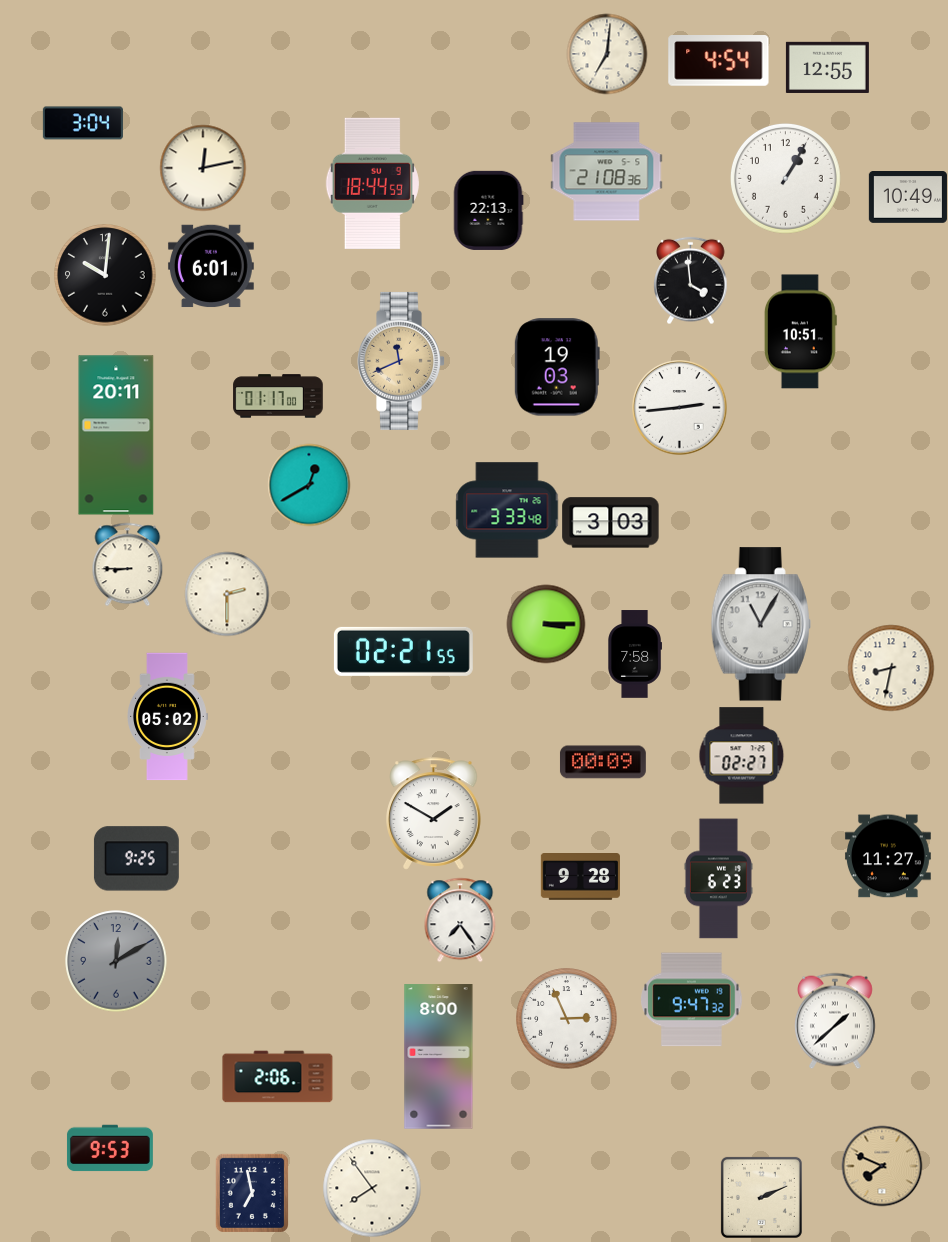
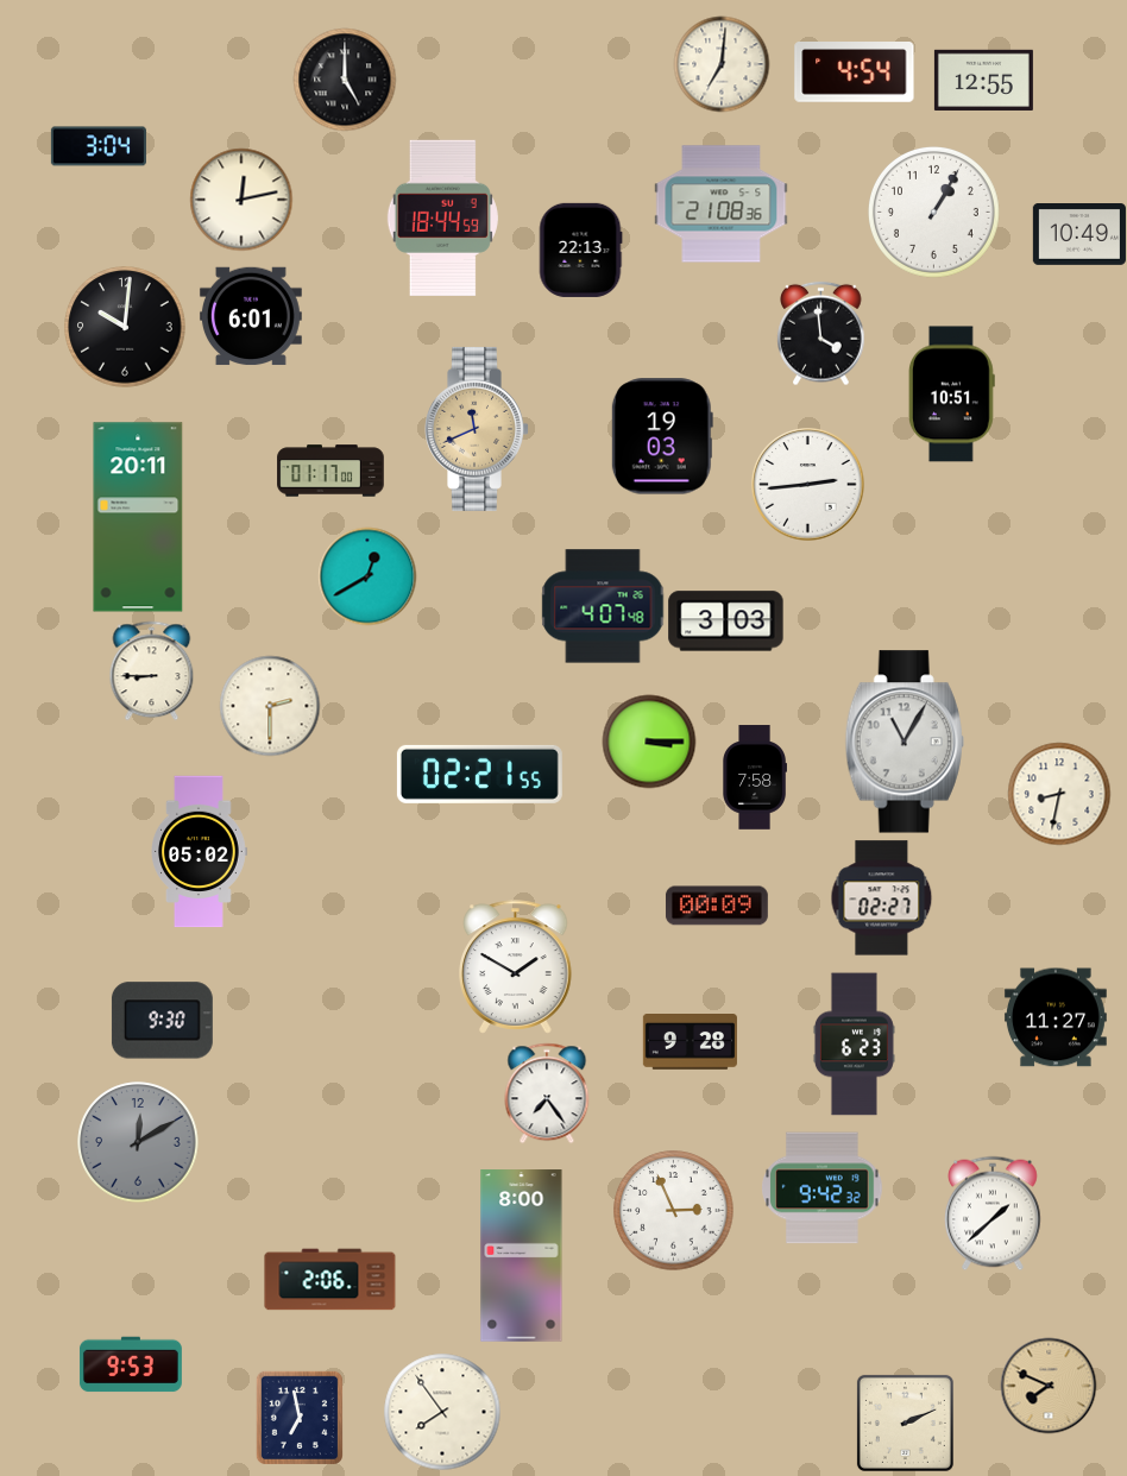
clock at (345, 80): none -> 5:00
clock at (507, 510): 3:33 -> 4:07
clock at (136, 859): 9:25 -> 9:30
clock at (692, 1000): 9:47 -> 9:42
